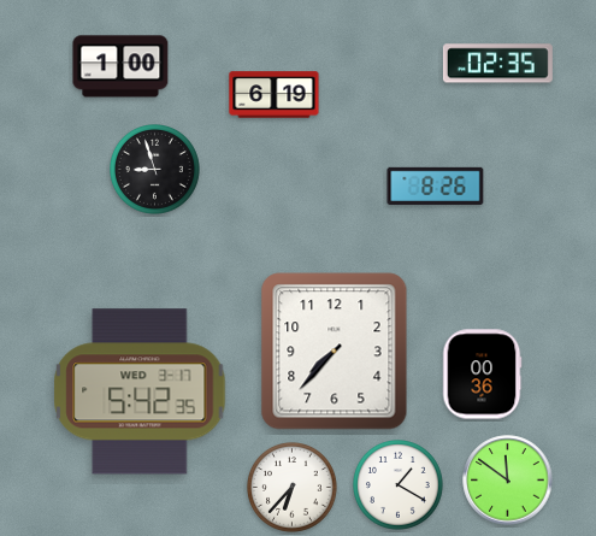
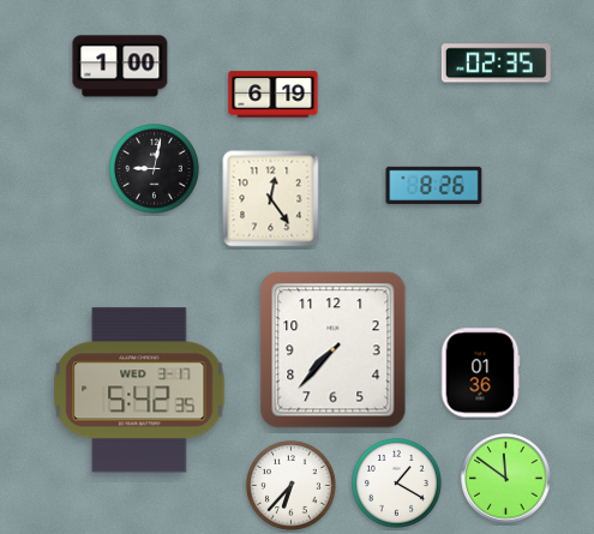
clock at (155, 170): 8:57 -> 9:02
clock at (271, 199): none -> 12:24
clock at (482, 375): 00:36 -> 01:36
